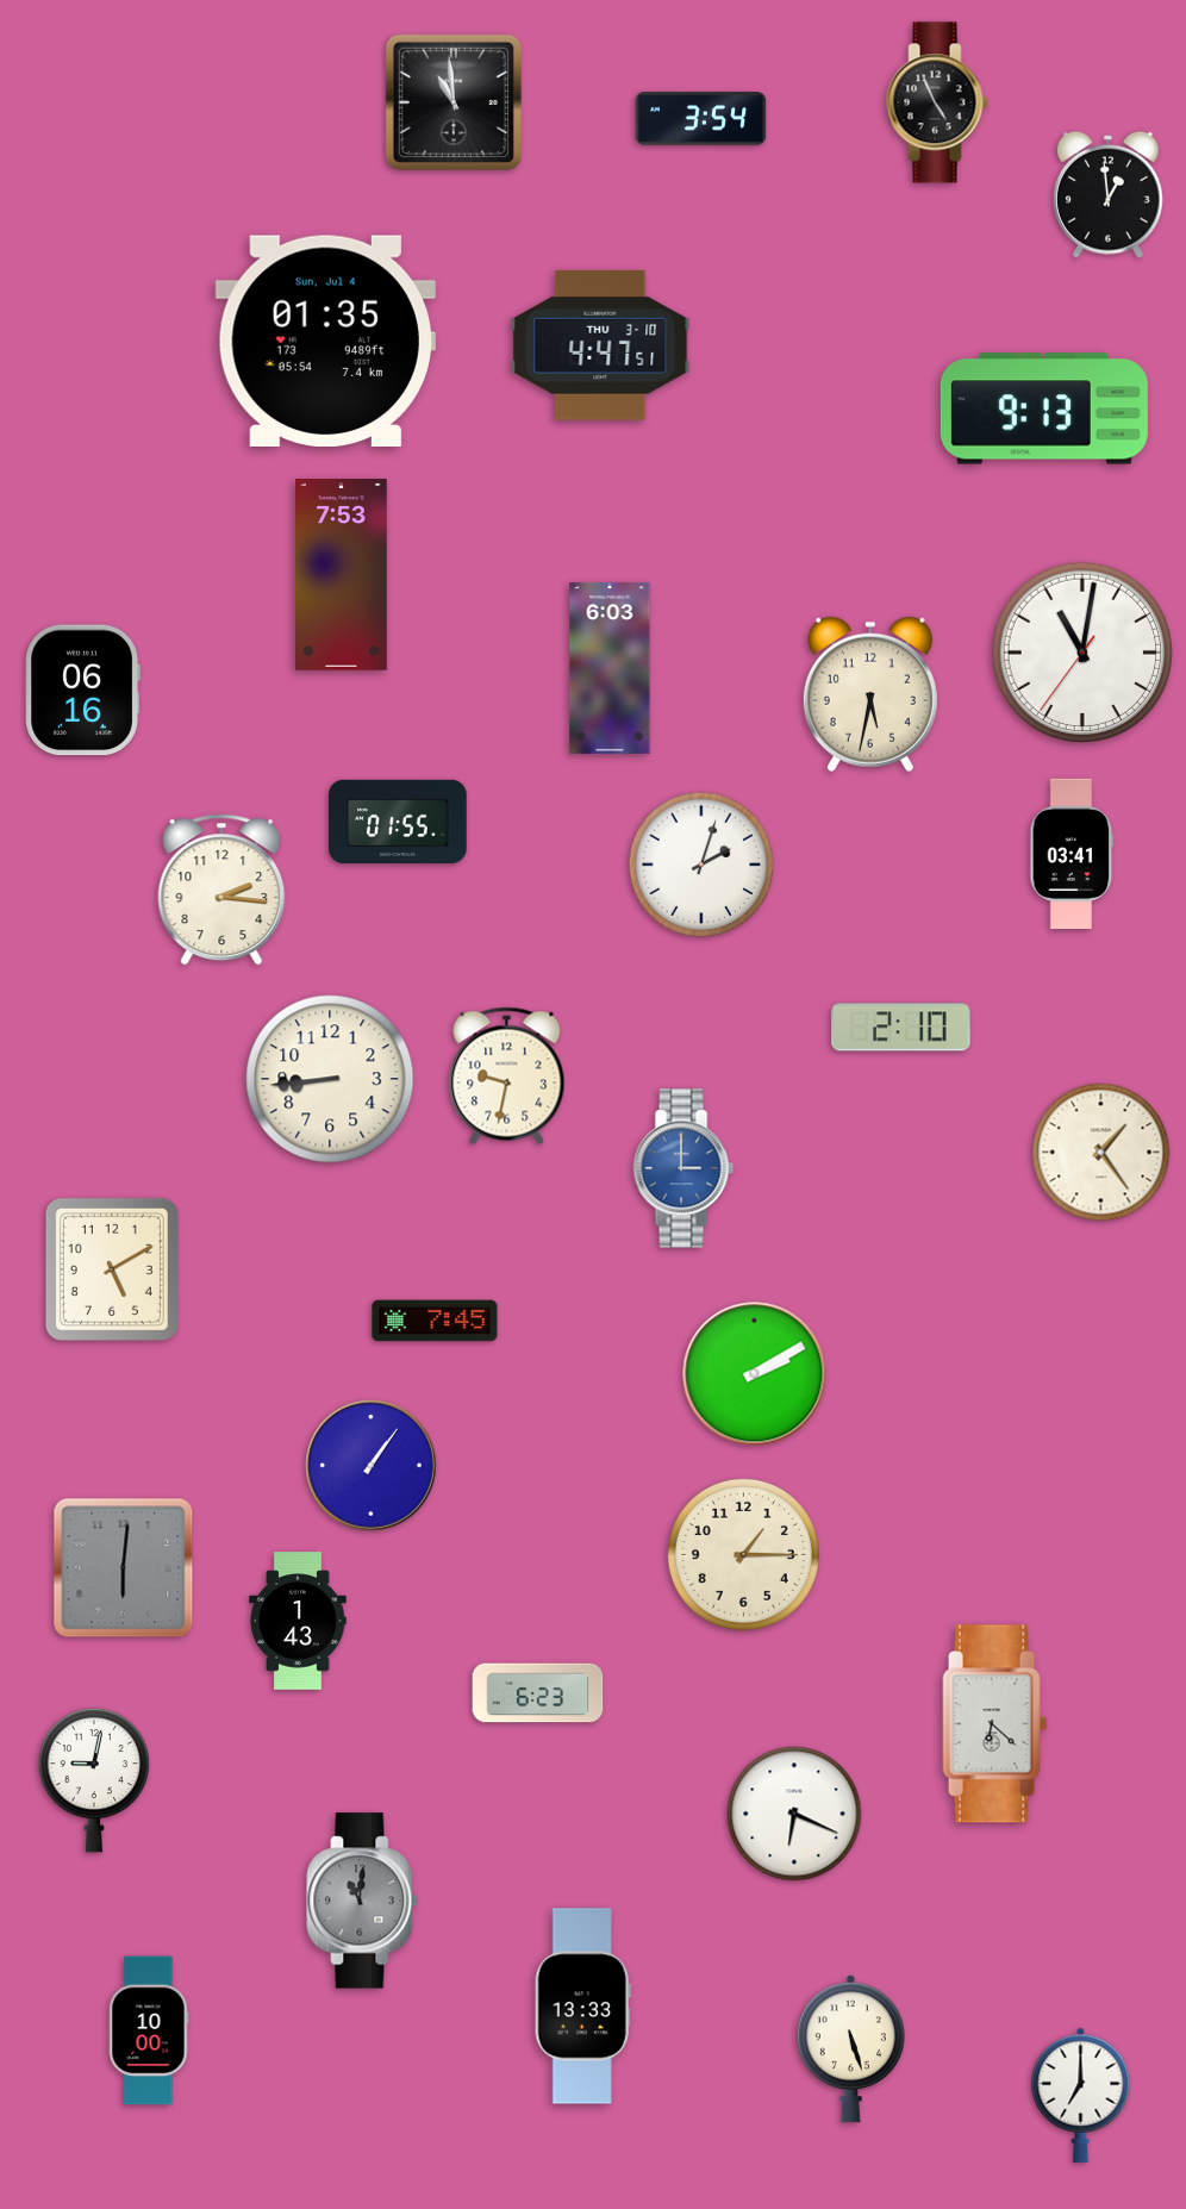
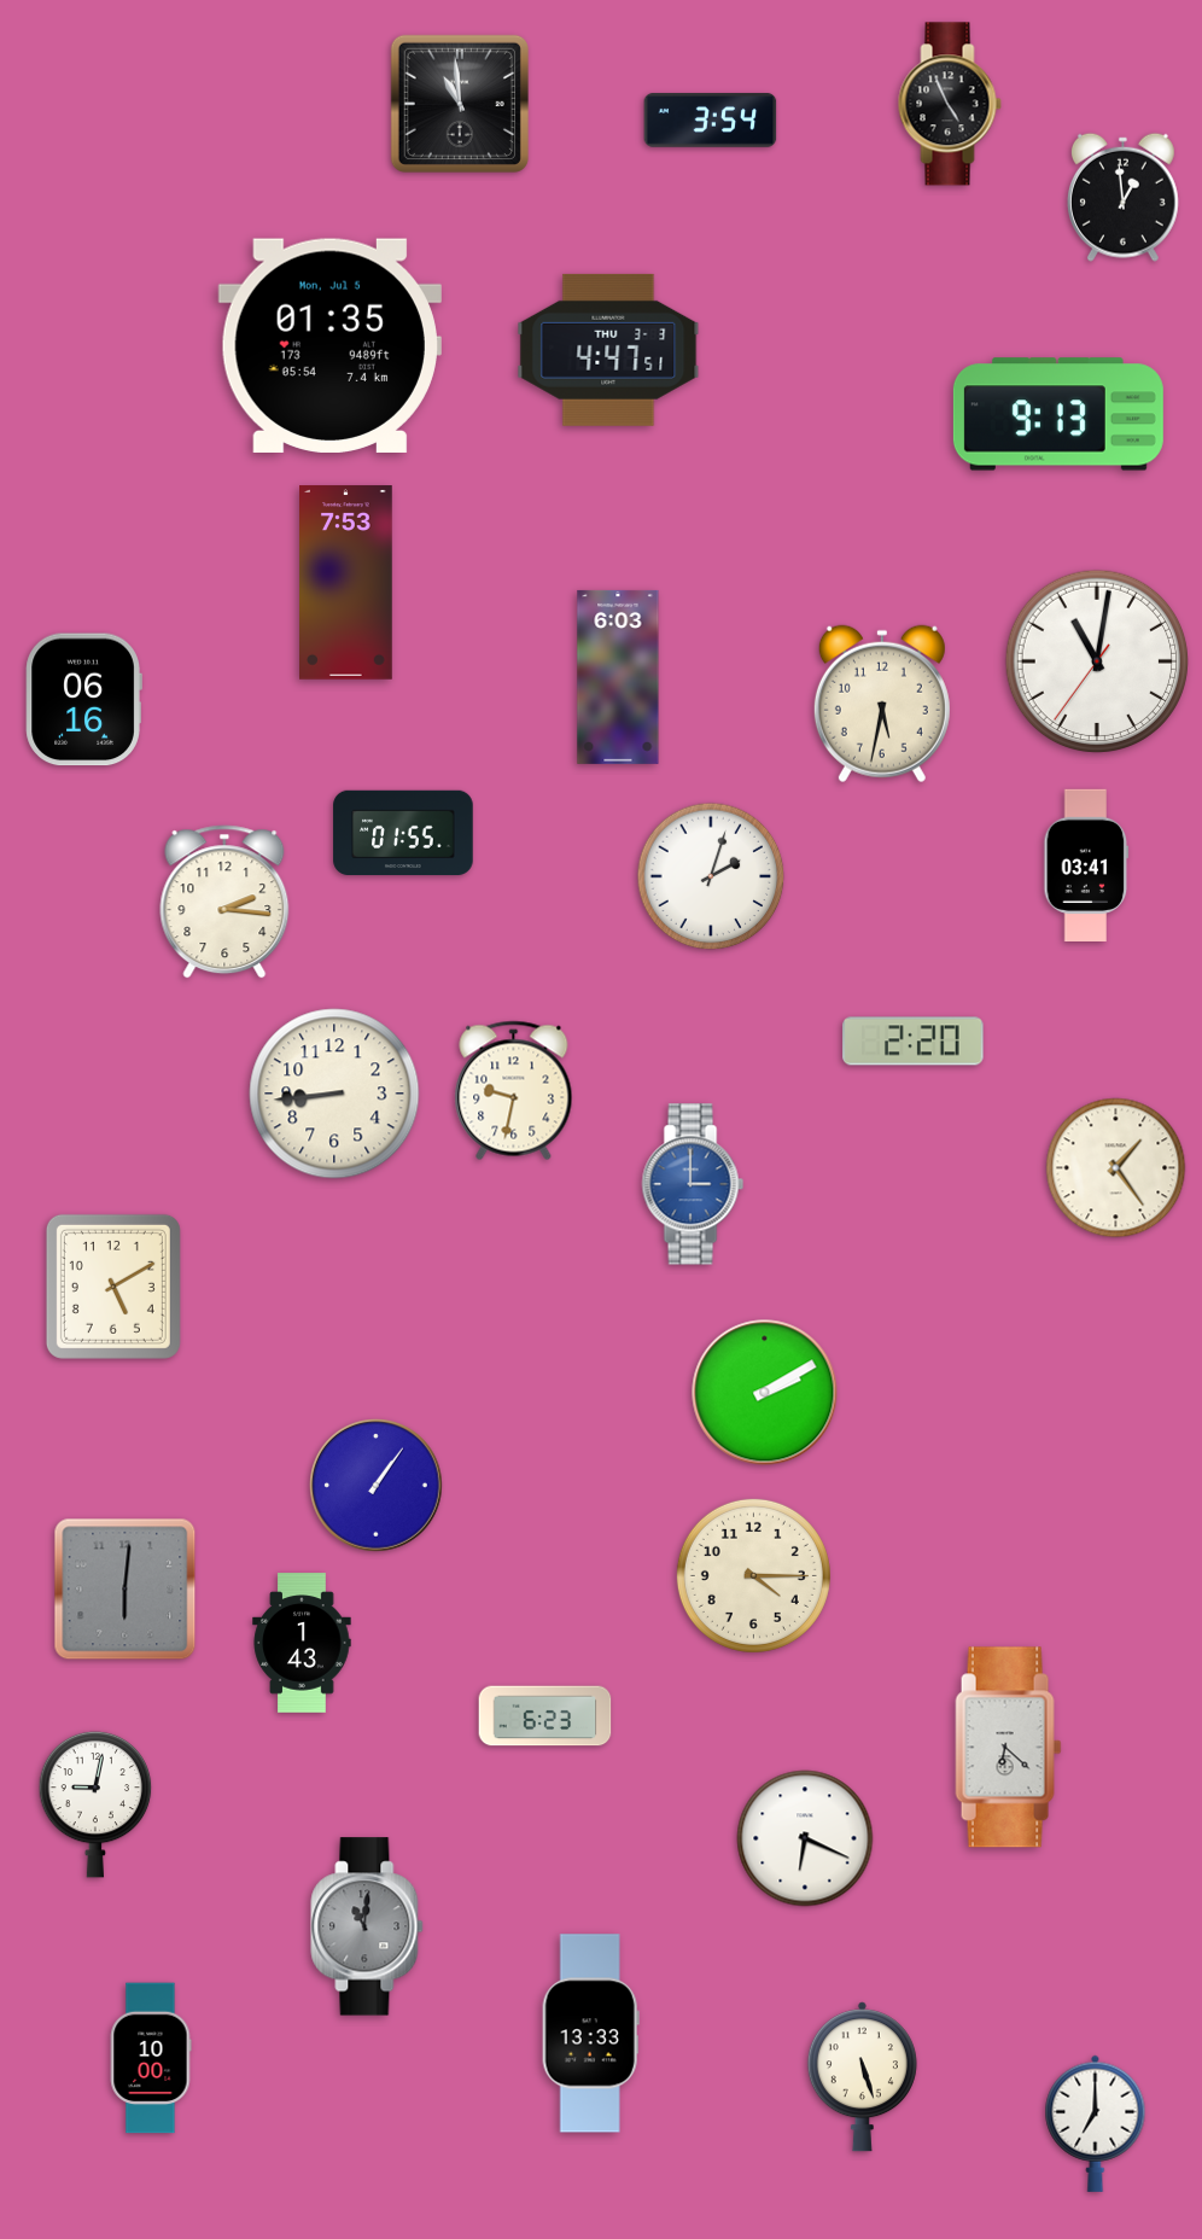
clock at (325, 341) date: Sun, Jul 4 -> Mon, Jul 5
clock at (600, 345) date: THU 3-10 -> THU 3-3
clock at (901, 1028): 2:10 -> 2:20
clock at (435, 1321): 7:45 -> none
clock at (743, 1554): 1:15 -> 4:15
